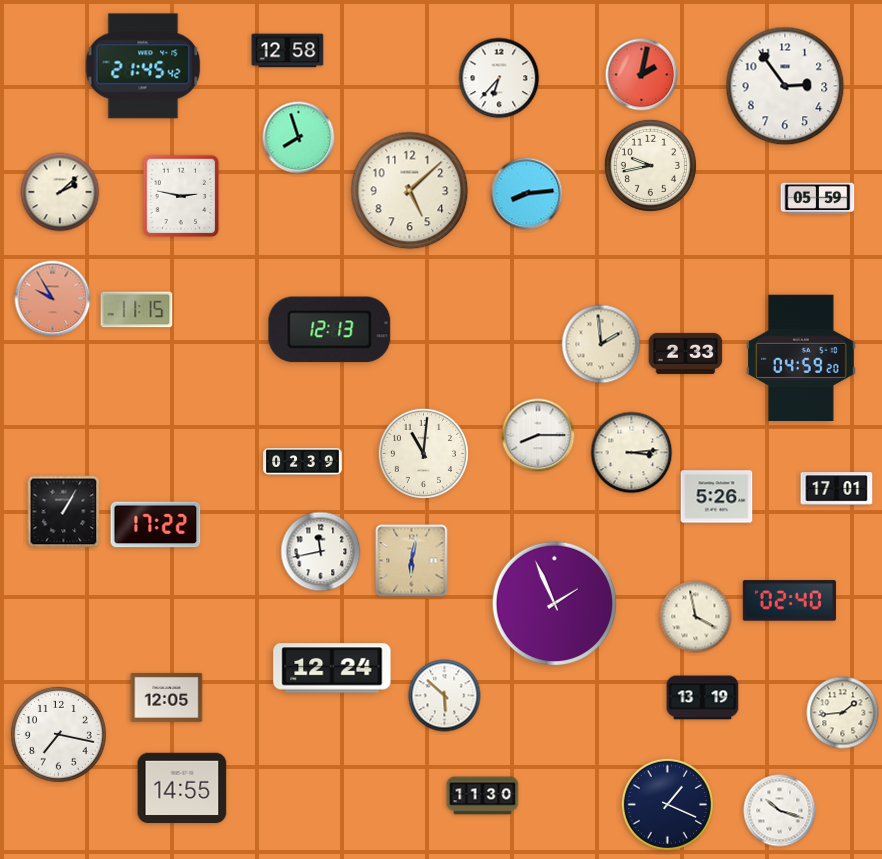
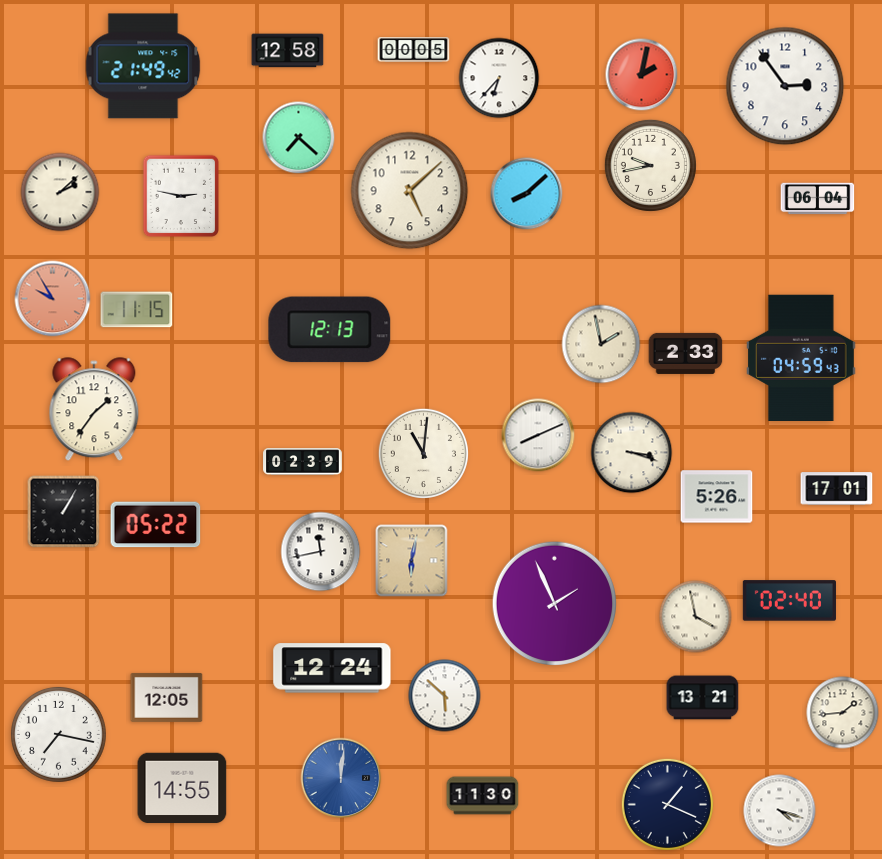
clock at (414, 50): none -> 00:05
clock at (143, 66): 21:45 -> 21:49
clock at (299, 138): 7:57 -> 7:22
clock at (527, 194): 8:14 -> 8:08
clock at (818, 199): 05:59 -> 06:04
clock at (601, 344): 1:59 -> 1:58
clock at (802, 358): 04:59:20 -> 04:59:43
clock at (94, 410): none -> 1:36
clock at (538, 435): 8:15 -> 8:11
clock at (632, 453): 3:14 -> 3:18
clock at (156, 525): 17:22 -> 05:22
clock at (703, 698): 13:19 -> 13:21
clock at (341, 778): none -> 12:01
clock at (780, 811): 10:18 -> 4:18
